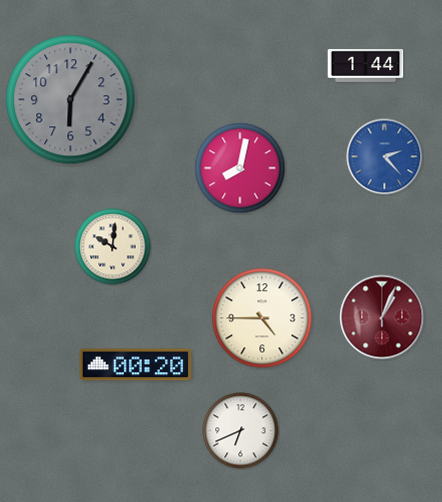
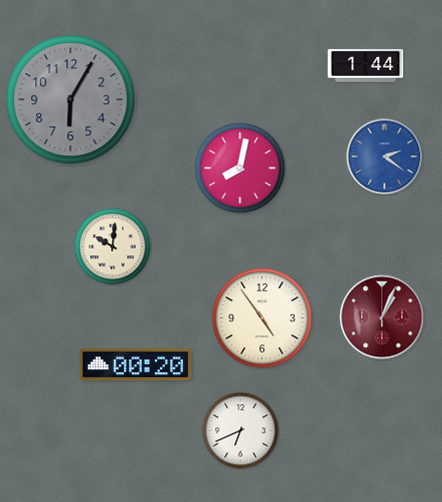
clock at (385, 157): 2:23 -> 2:21
clock at (262, 318): 4:45 -> 4:54
